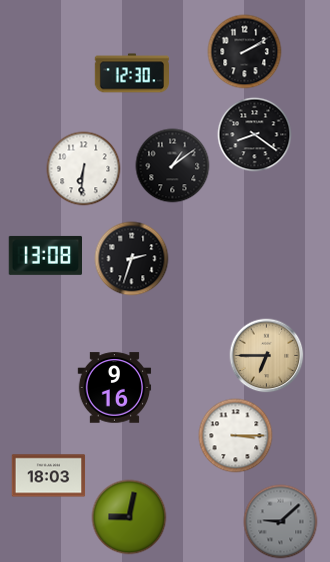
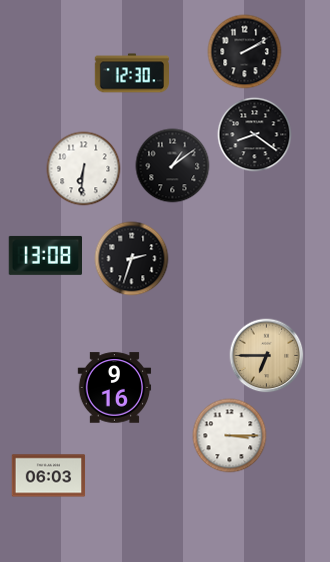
clock at (236, 436) position: (236, 436) -> (230, 436)
clock at (49, 476): 18:03 -> 06:03
clock at (129, 517): 9:02 -> none
clock at (281, 522): 9:08 -> none
